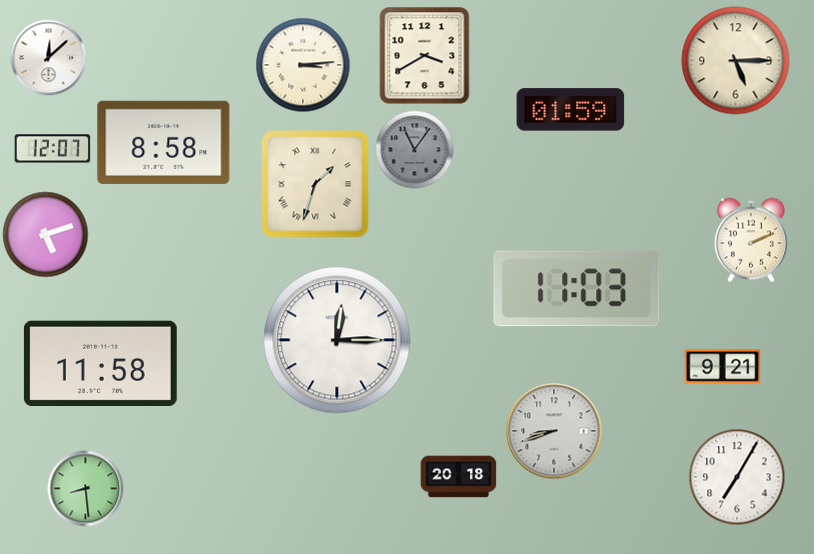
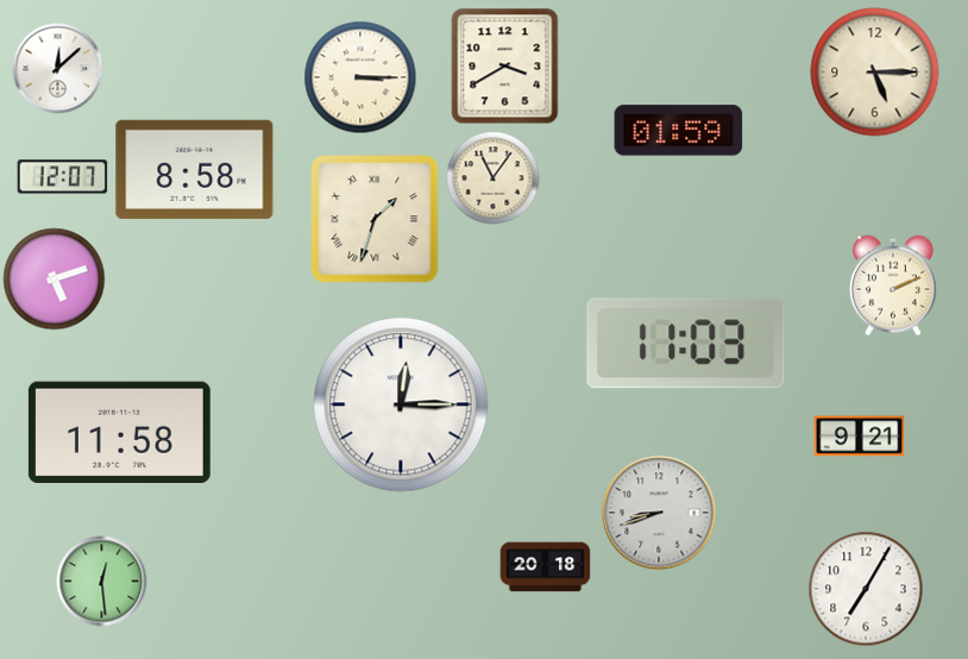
clock at (303, 65): 3:14 -> 3:15
clock at (415, 150) dial: grey -> cream
clock at (737, 477) position: (737, 477) -> (866, 589)
clock at (86, 489): 8:29 -> 12:29
